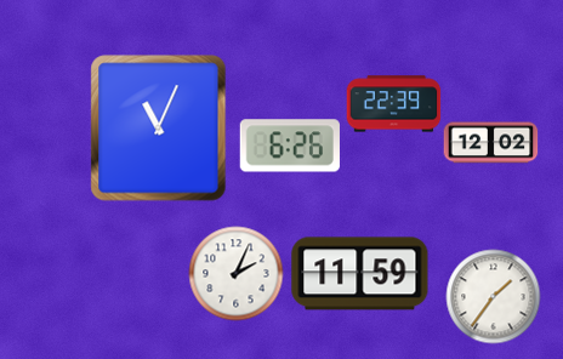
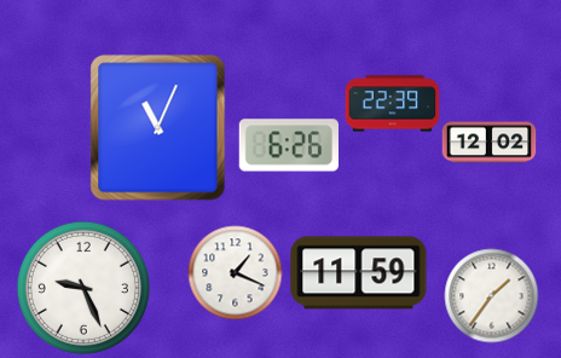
clock at (235, 273): 2:04 -> 1:19
clock at (83, 288): none -> 9:26
